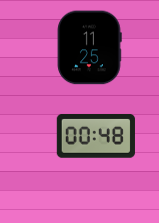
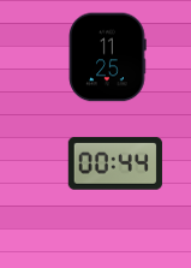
clock at (96, 136): 00:48 -> 00:44
